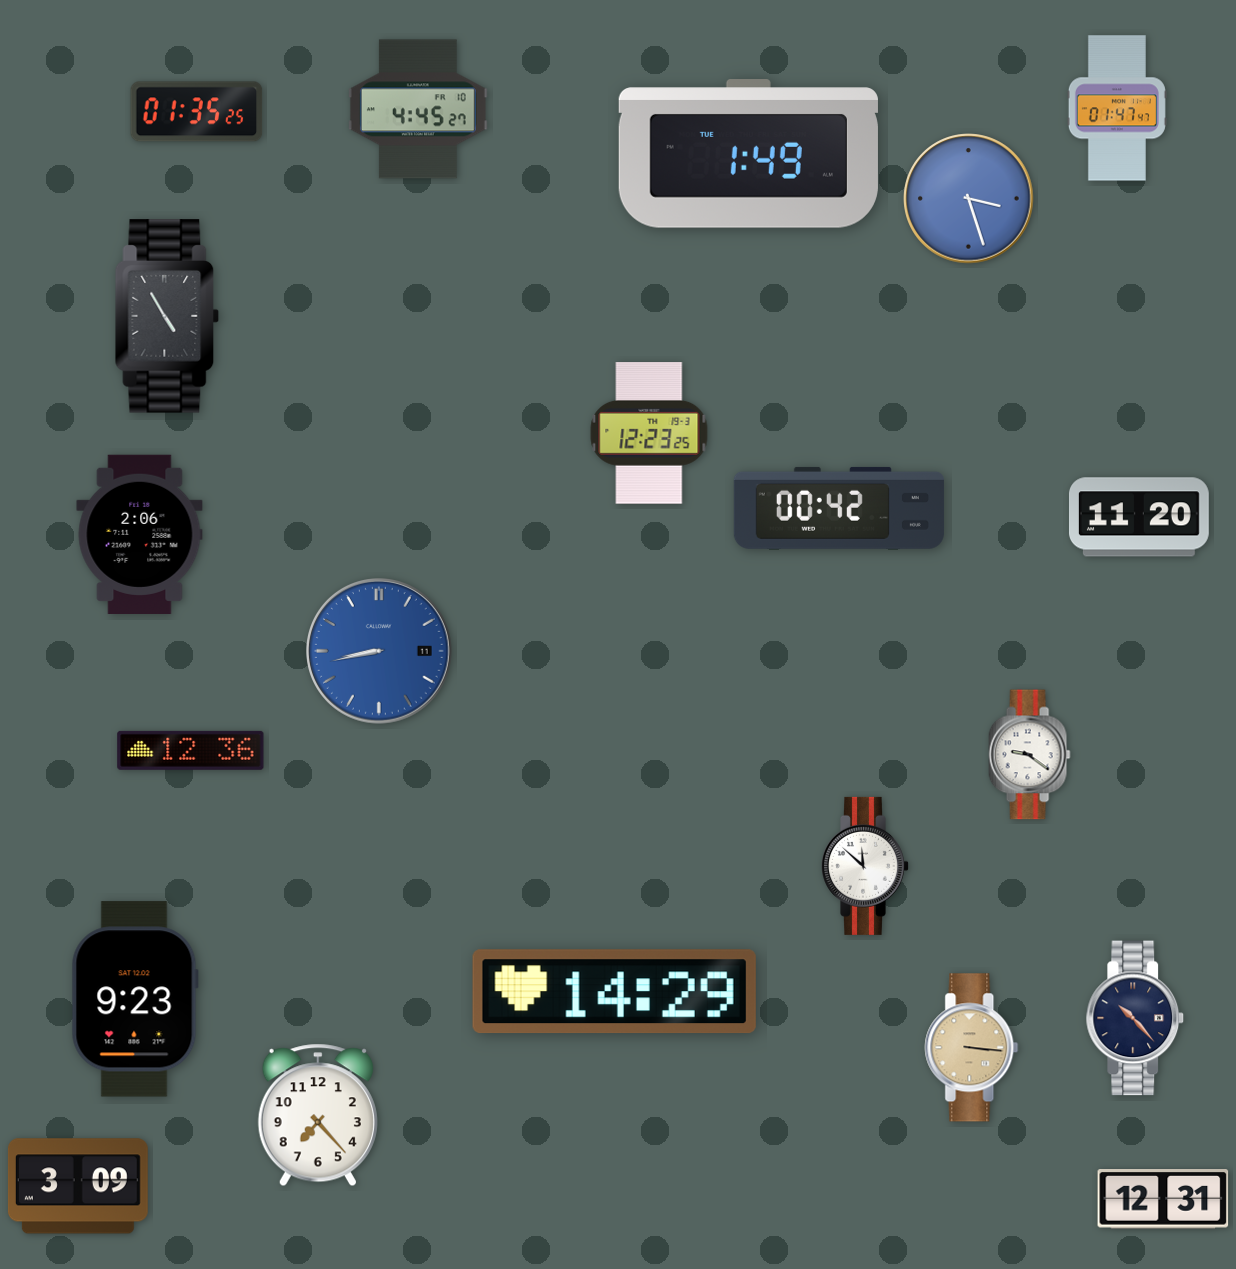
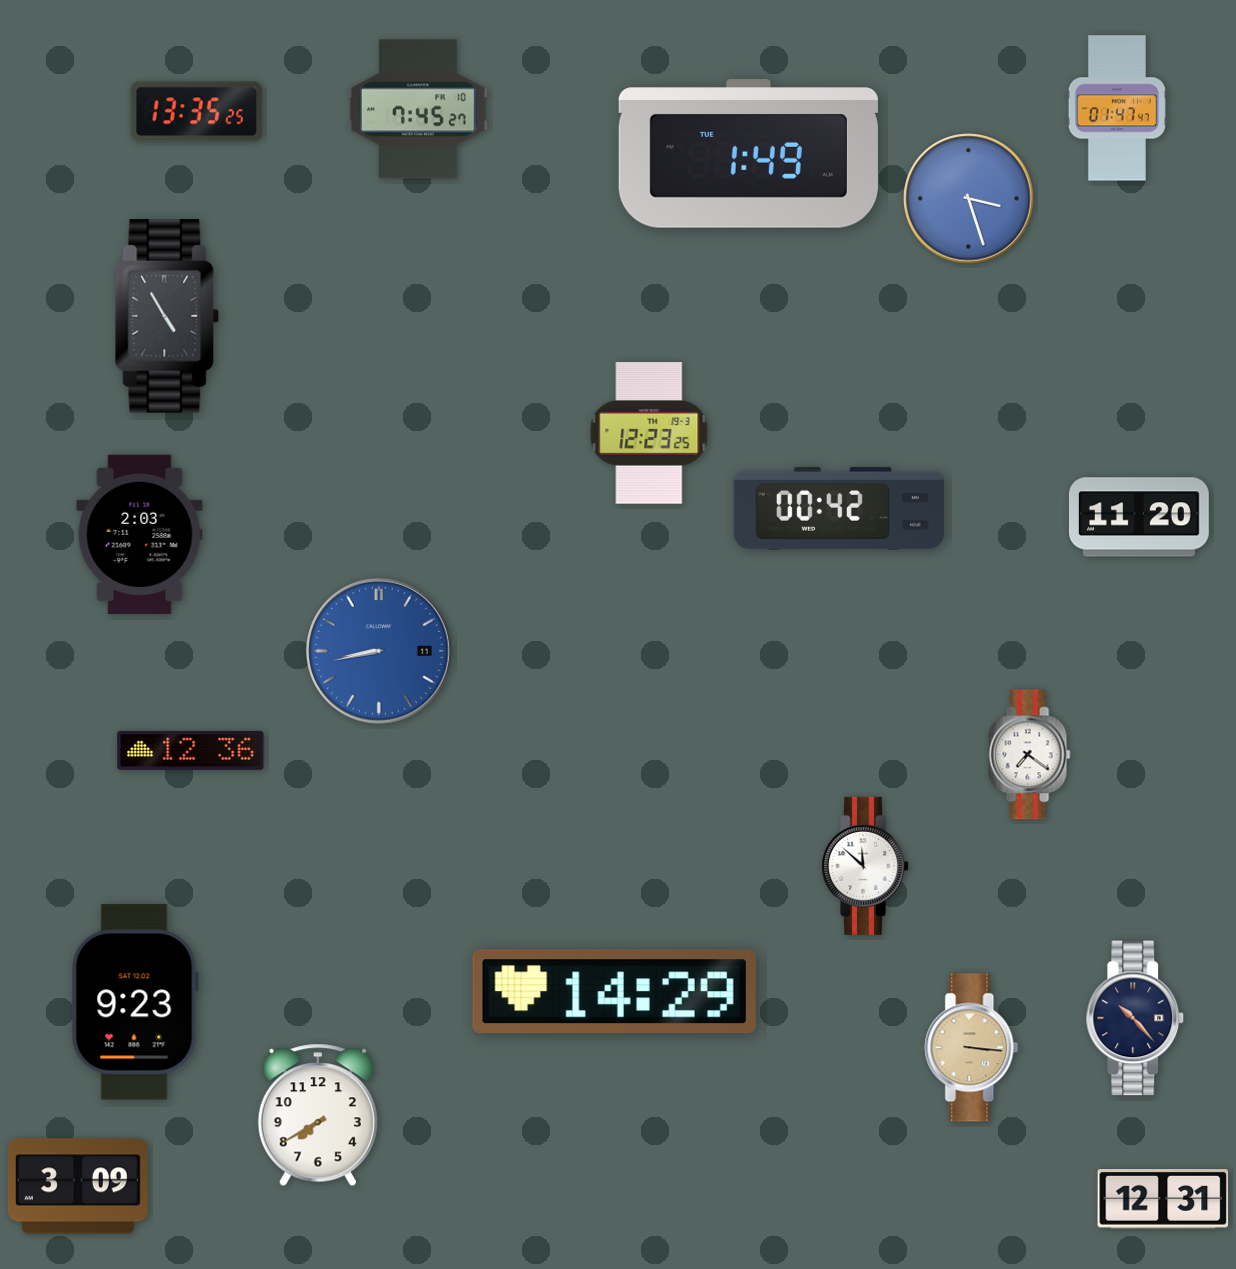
clock at (418, 109): 4:45 -> 7:45
clock at (197, 112): 01:35 -> 13:35
clock at (140, 534): 2:06 -> 2:03
clock at (1029, 755): 9:21 -> 7:21
clock at (135, 999) position: (135, 999) -> (135, 1002)
clock at (318, 1115): 7:23 -> 7:40
